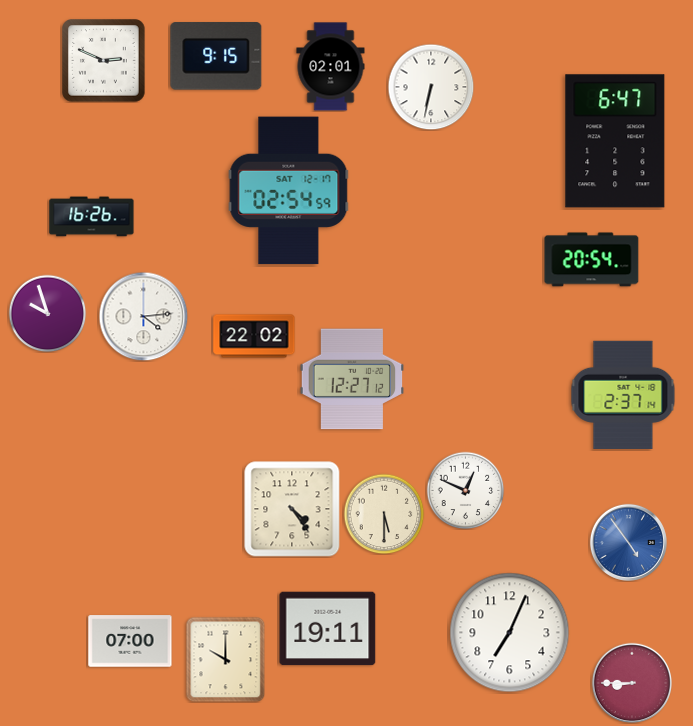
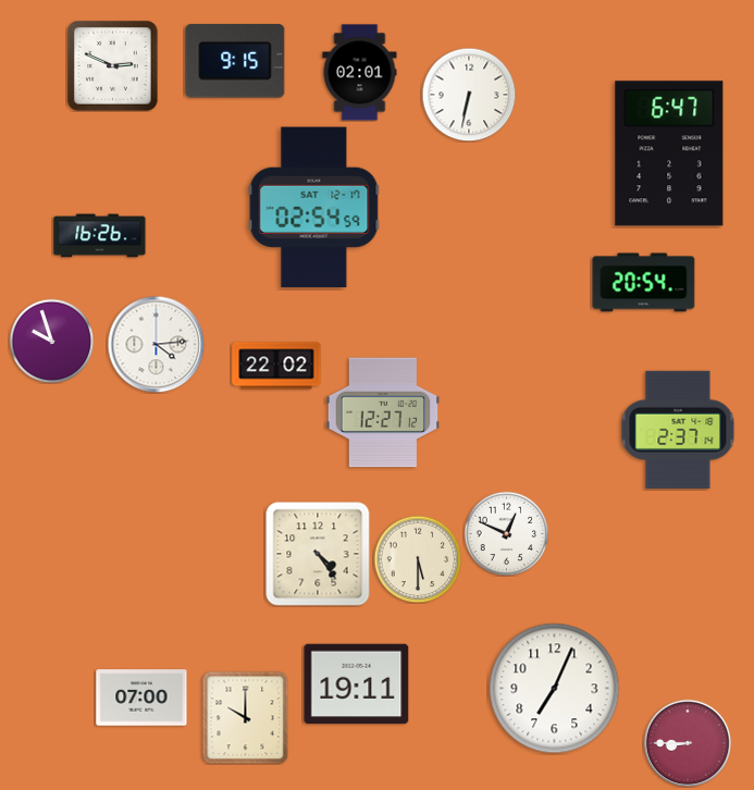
clock at (628, 542): 4:54 -> none
